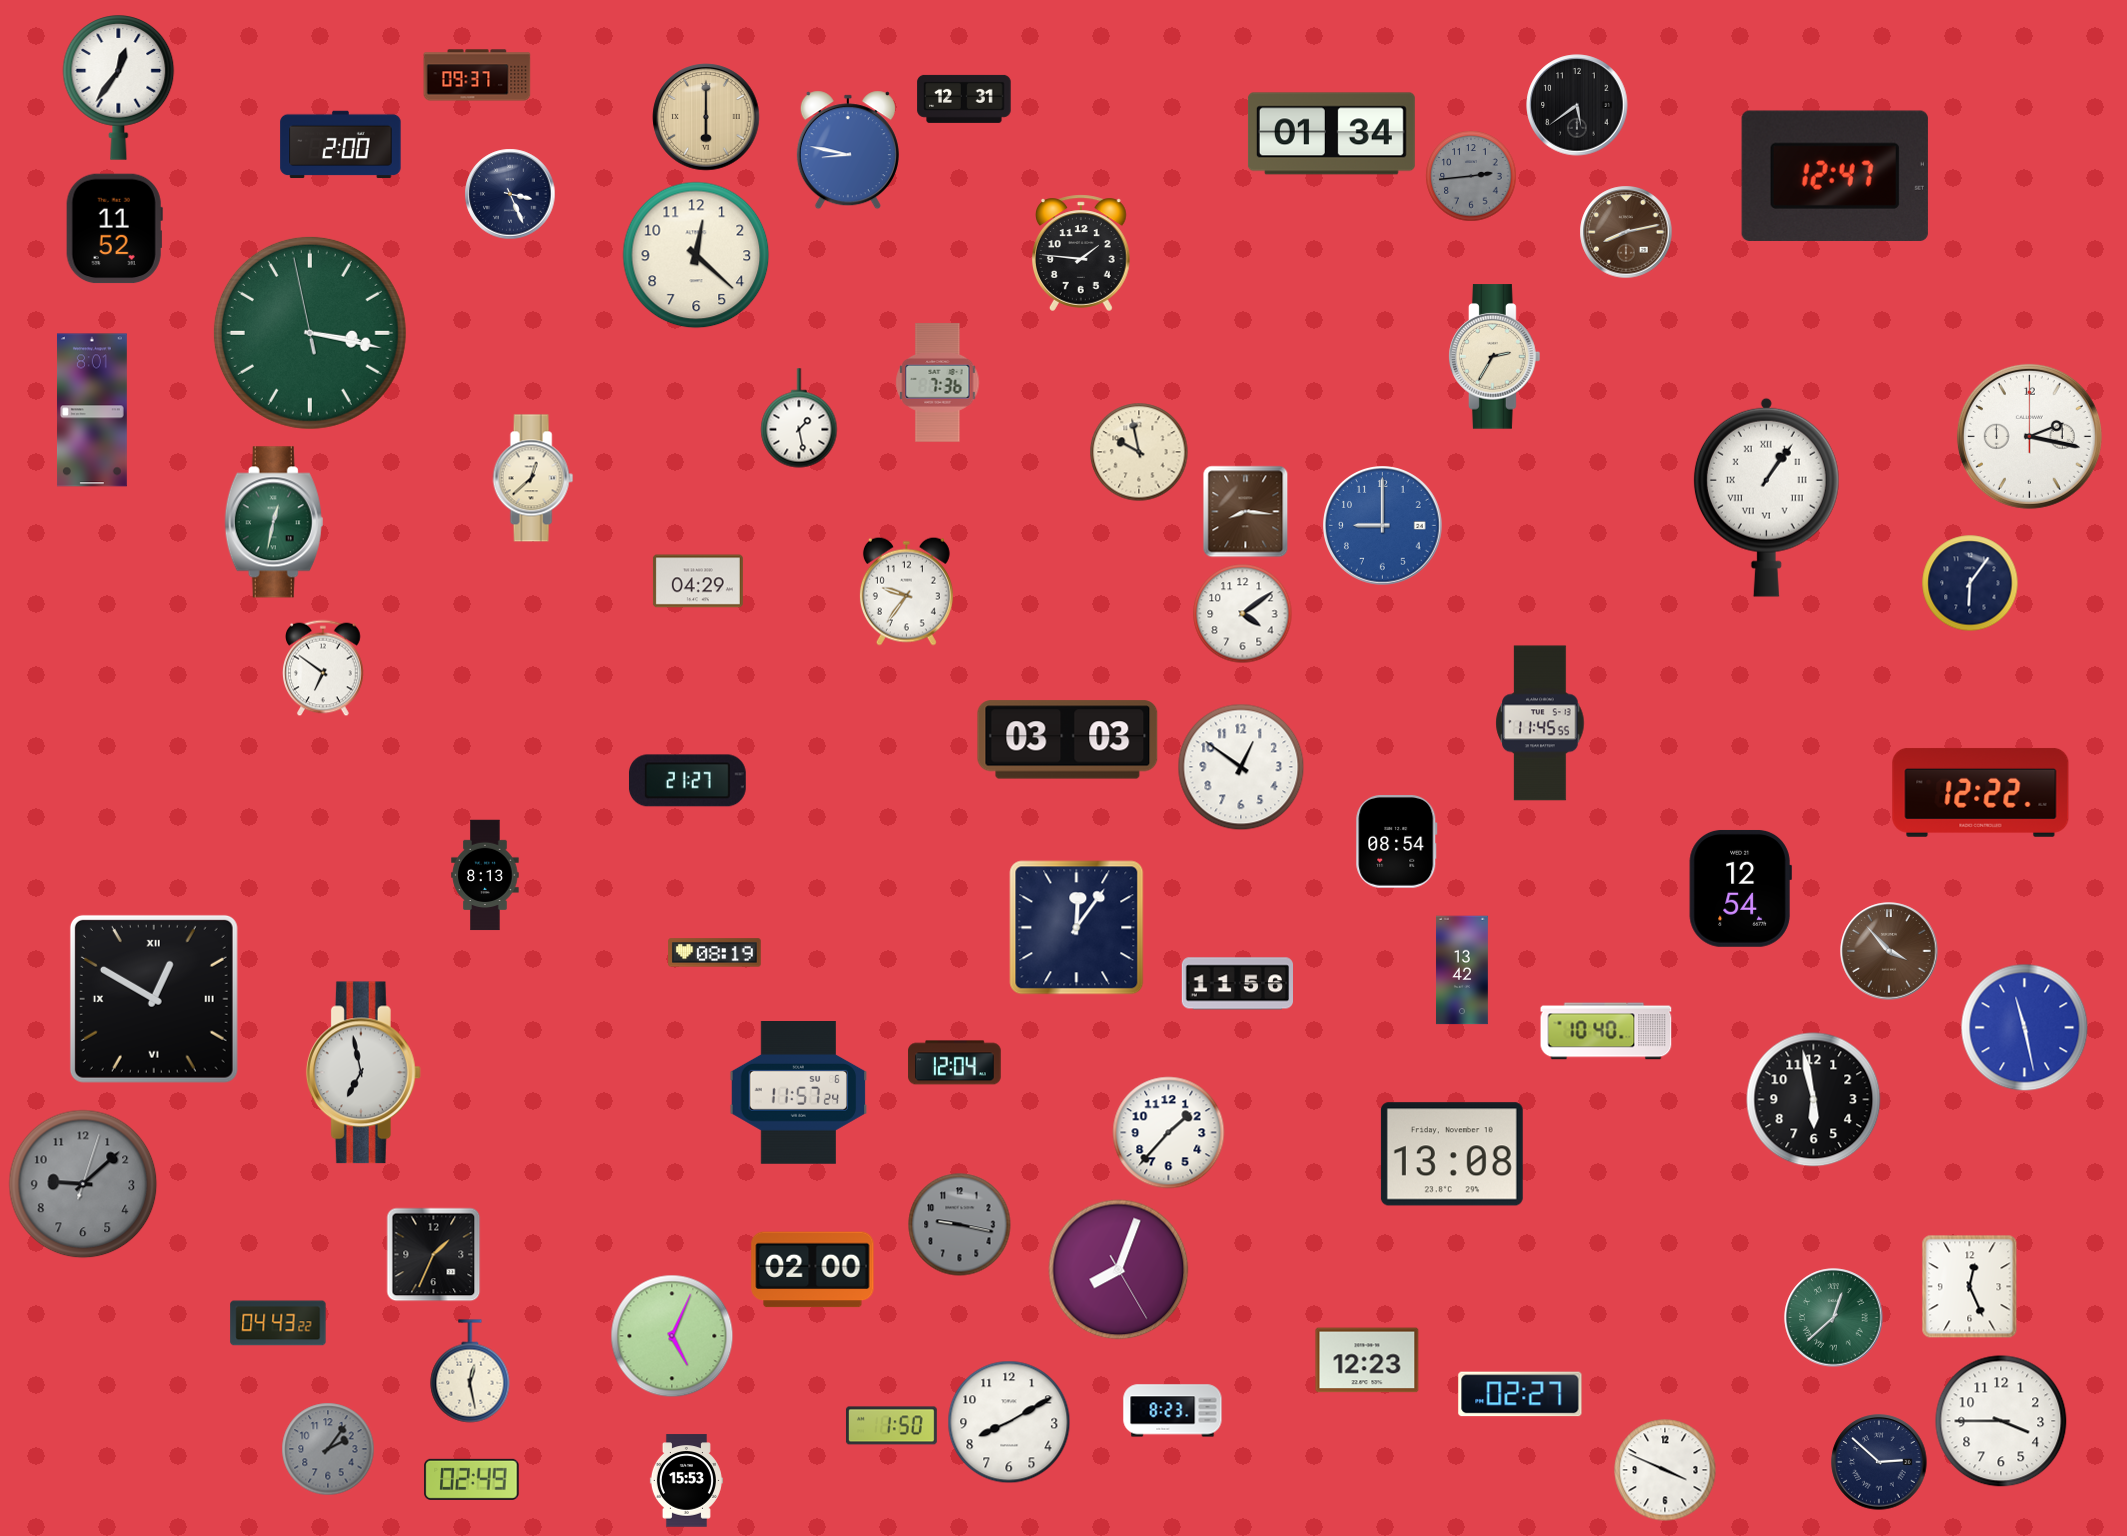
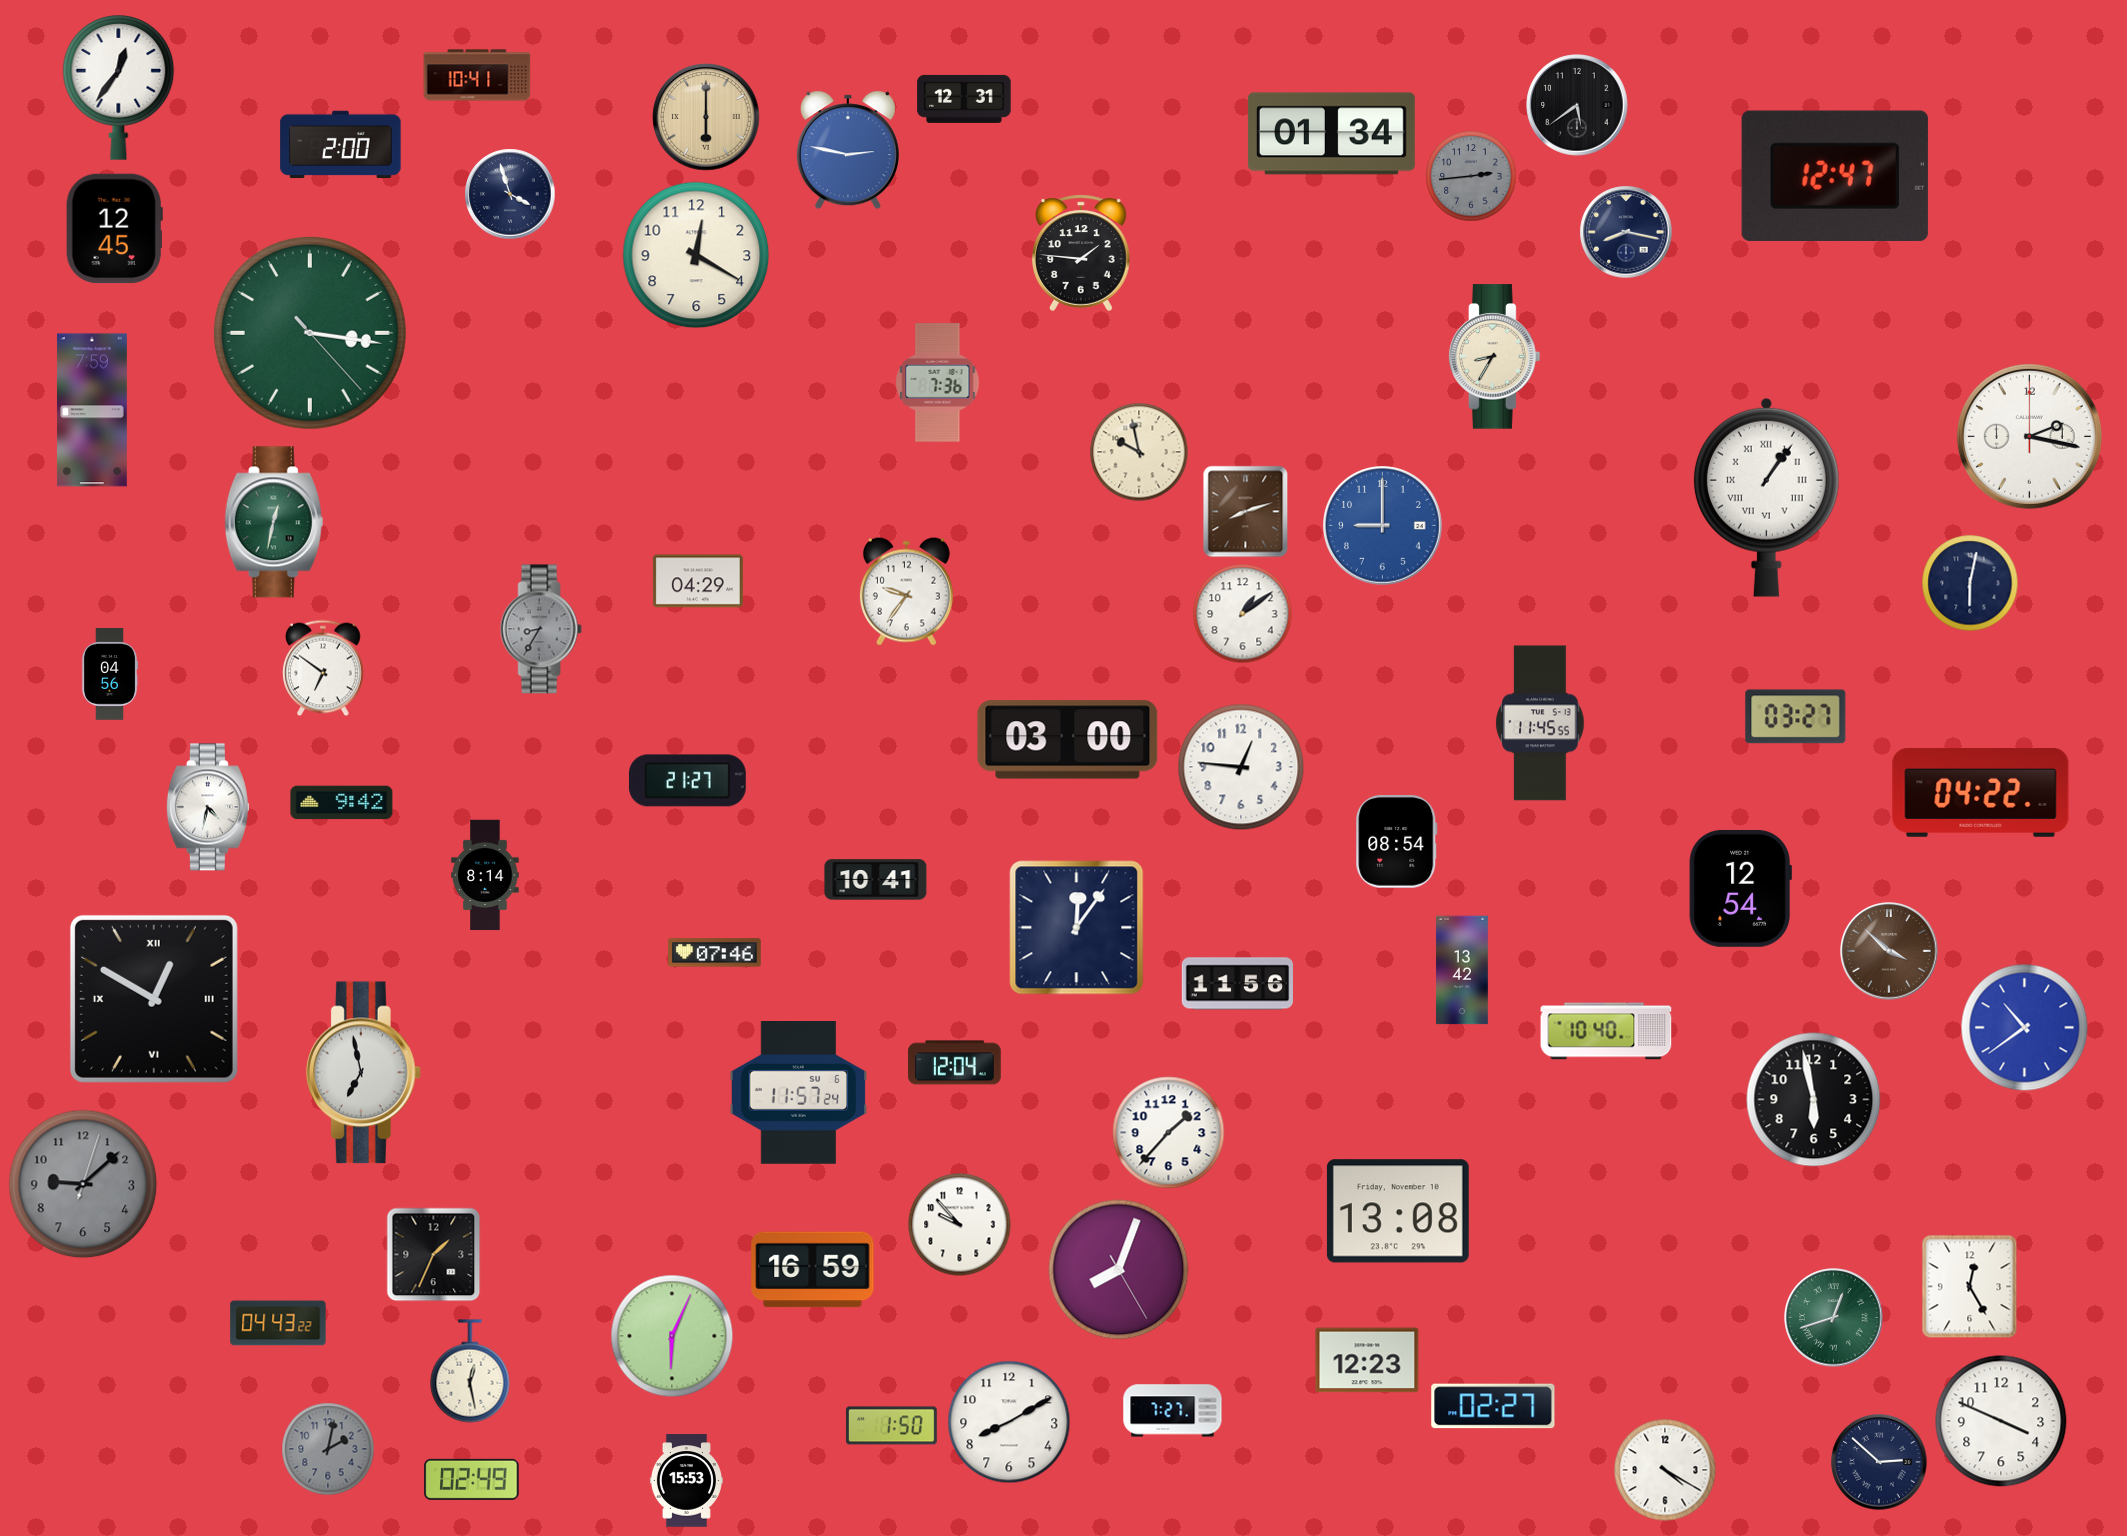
clock at (477, 75): 09:37 -> 10:41
clock at (848, 150): 8:47 -> 2:47
clock at (510, 194): 3:26 -> 3:57
clock at (114, 229): 11:52 -> 12:45
clock at (1626, 232): 8:13 -> 8:17
clock at (1626, 232) dial: brown -> navy
clock at (696, 255): 12:22 -> 12:20
clock at (310, 333): 3:16:58 -> 3:16:23
clock at (1495, 357): 2:35 -> 8:35
clock at (92, 410): 8:01 -> 7:59
clock at (799, 418): 1:28 -> none
clock at (533, 478): 12:38 -> none
clock at (1246, 512): 8:16 -> 8:12
clock at (1970, 583): 6:06 -> 6:02
clock at (1243, 614): 4:09 -> 1:09
clock at (541, 629): none -> 8:35
clock at (110, 674): none -> 04:56
clock at (1796, 717): none -> 03:27
clock at (1068, 740): 03:03 -> 03:00
clock at (1241, 767): 12:51 -> 12:46
clock at (1981, 792): 12:22 -> 04:22
clock at (342, 803): none -> 9:42
clock at (208, 807): none -> 4:32
clock at (485, 875): 8:13 -> 8:14
clock at (876, 880): none -> 10:41
clock at (1889, 951): 3:53 -> 3:52
clock at (715, 953): 08:19 -> 07:46
clock at (2025, 1028): 11:28 -> 10:39
clock at (1452, 1154) position: (1452, 1154) -> (1398, 1211)
clock at (960, 1225): 9:17 -> 9:53
clock at (960, 1225) dial: grey -> white
clock at (813, 1270): 02:00 -> 16:59
clock at (1970, 1287): 12:26 -> 12:25
clock at (1834, 1318): 12:38 -> 12:42
clock at (672, 1336): 5:04 -> 6:04
clock at (1520, 1394) position: (1520, 1394) -> (1493, 1406)
clock at (1173, 1411): 8:23 -> 7:27
clock at (2001, 1421): 3:45 -> 3:49
clock at (328, 1449): 2:06 -> 2:02
clock at (1665, 1470): 3:49 -> 4:20
